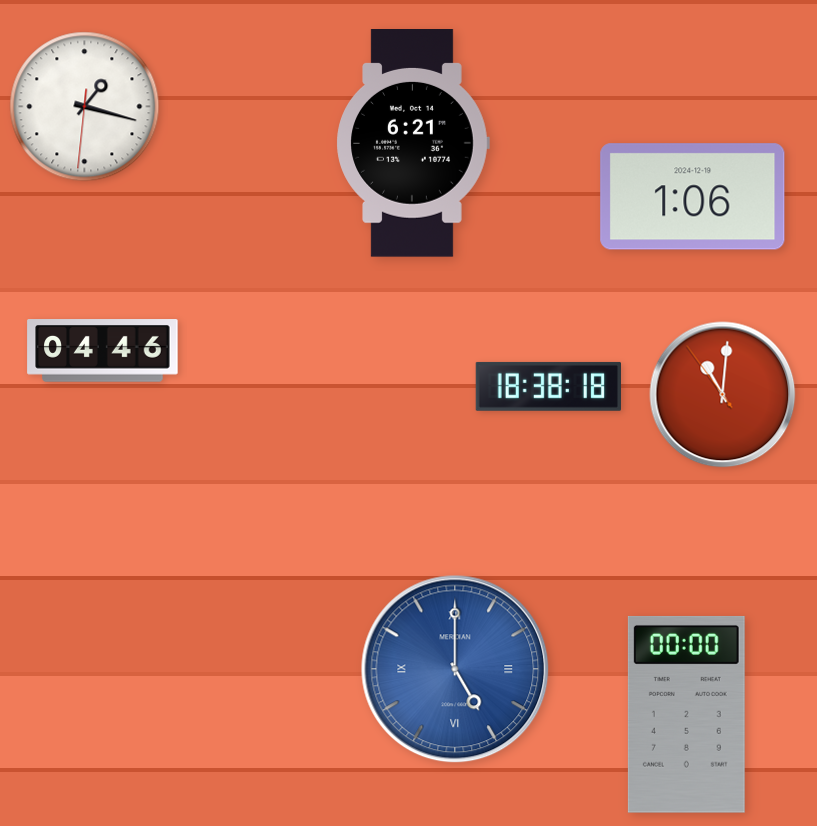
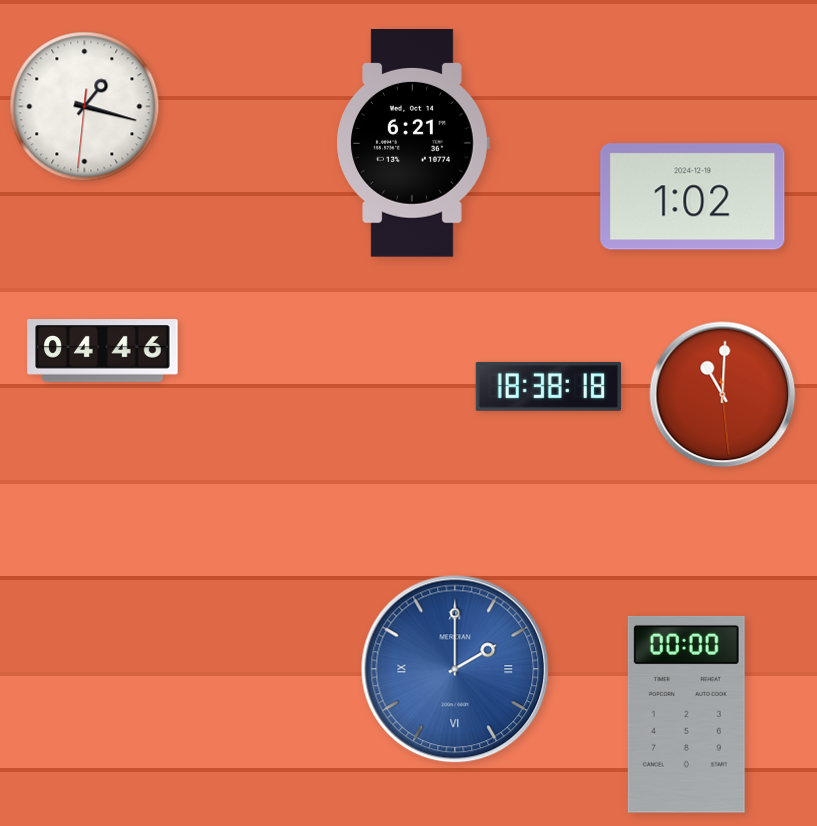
clock at (693, 197): 1:06 -> 1:02
clock at (723, 395): 11:00:54 -> 11:00:29
clock at (455, 669): 5:00 -> 2:00
